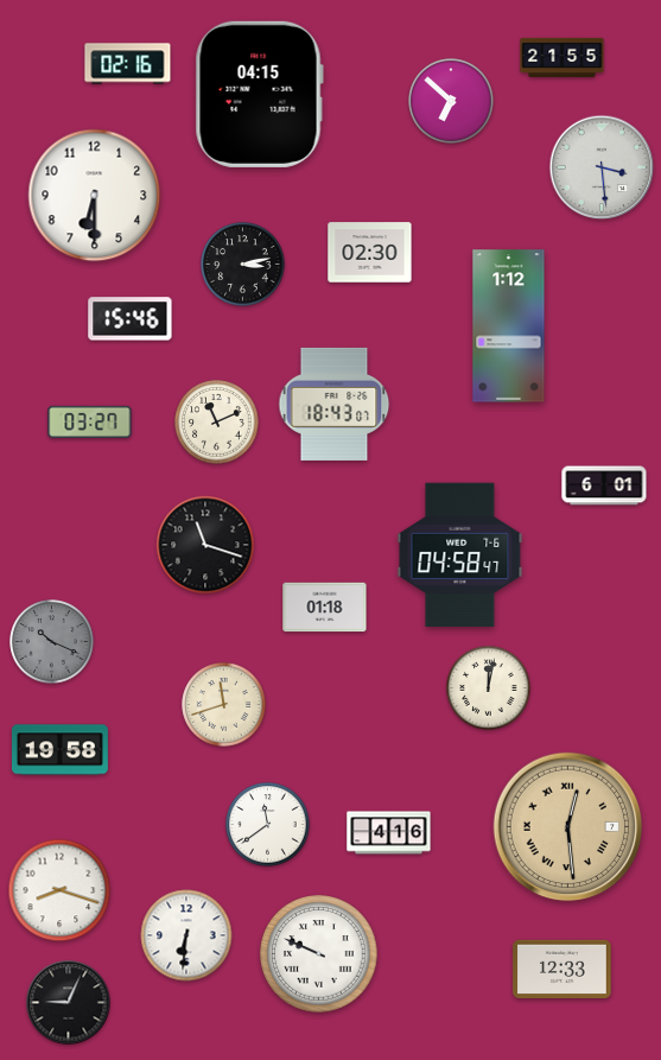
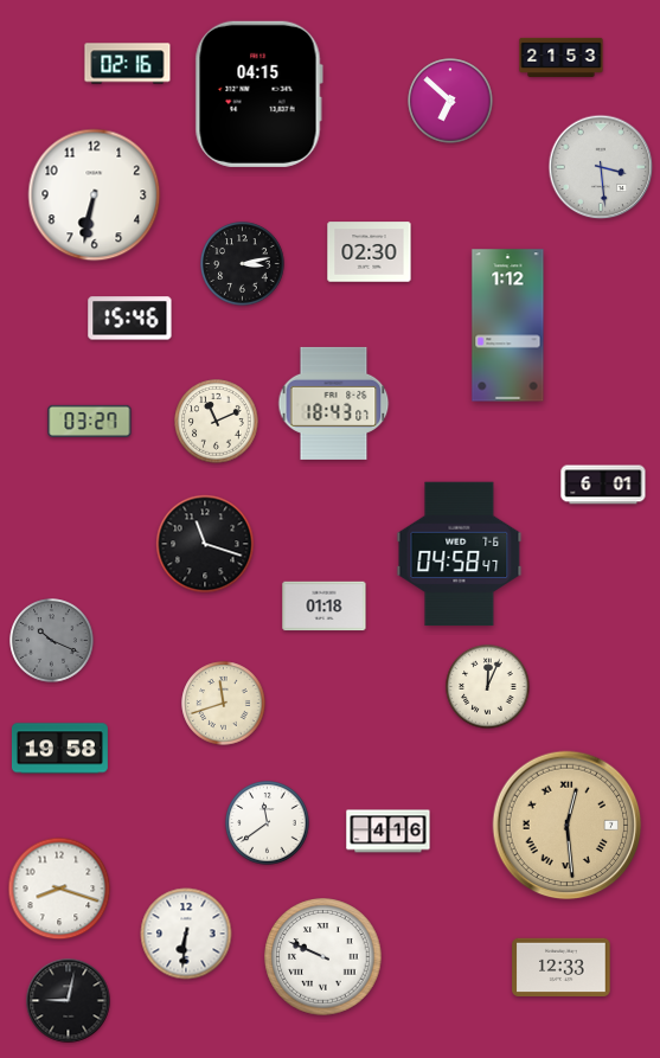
clock at (563, 57): 21:55 -> 21:53
clock at (95, 196): 6:30 -> 6:32
clock at (489, 688): 12:02 -> 12:04
clock at (319, 954) position: (319, 954) -> (323, 957)
clock at (69, 1003): 9:04 -> 9:02
